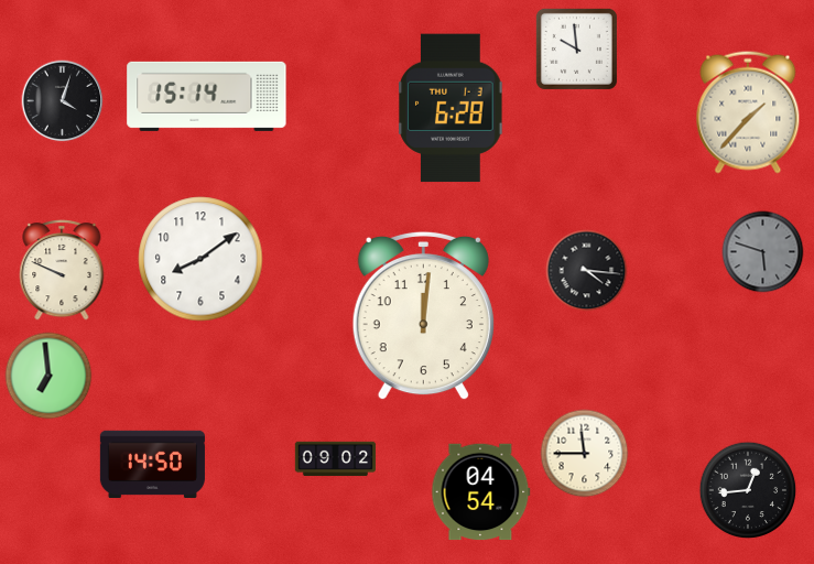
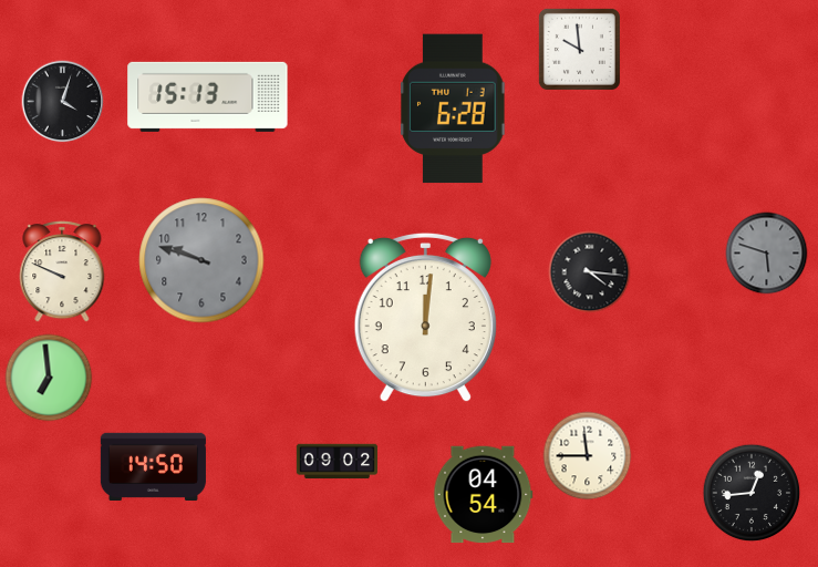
clock at (207, 96): 15:14 -> 15:13
clock at (748, 112): 1:37 -> none
clock at (200, 259): 8:09 -> 9:48
clock at (200, 259) dial: white -> grey
